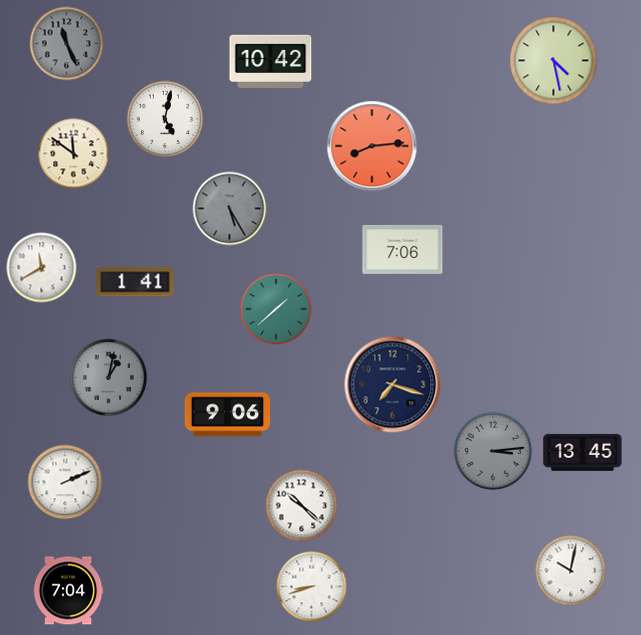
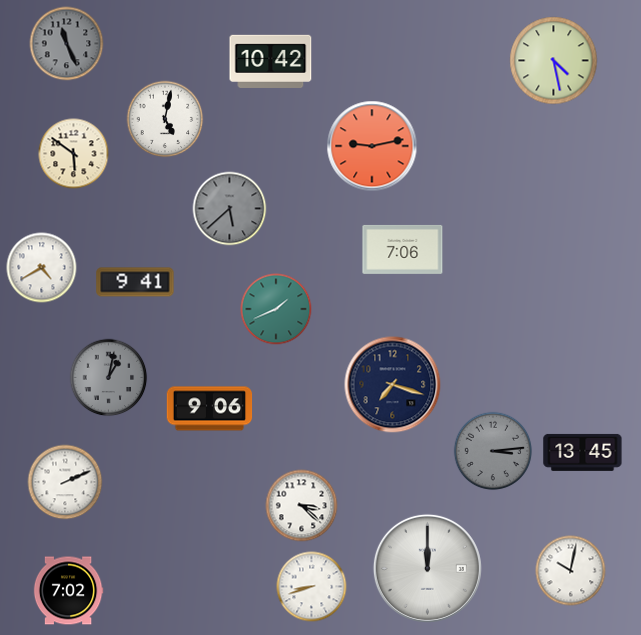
clock at (372, 146): 8:14 -> 9:13
clock at (74, 154): 11:51 -> 5:51
clock at (230, 209): 5:25 -> 5:38
clock at (42, 268): 11:40 -> 4:40
clock at (135, 282): 1:41 -> 9:41
clock at (276, 309): 1:38 -> 1:41
clock at (228, 415) position: (228, 415) -> (210, 409)
clock at (302, 506): 10:22 -> 3:22
clock at (427, 568): none -> 12:00
clock at (68, 591): 7:04 -> 7:02
